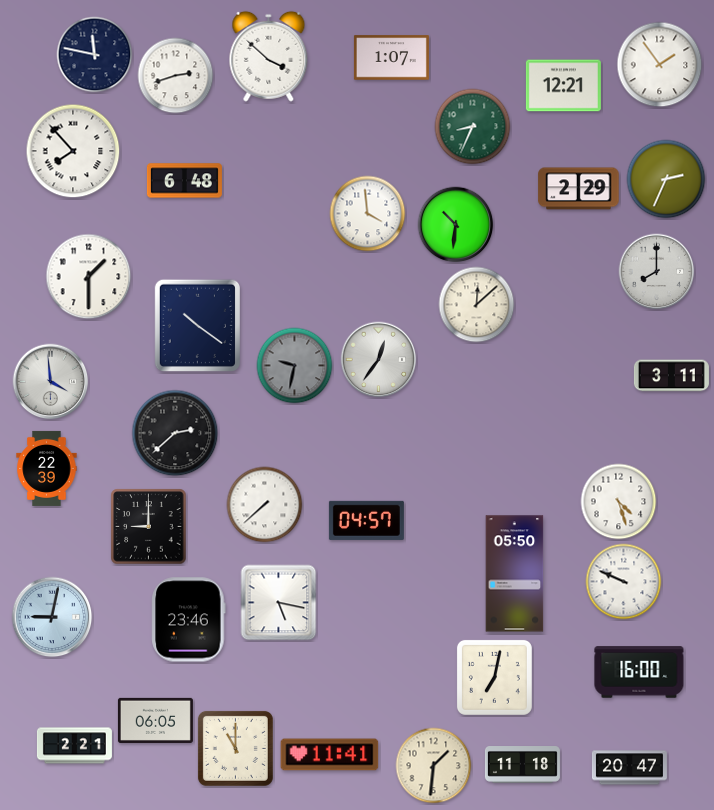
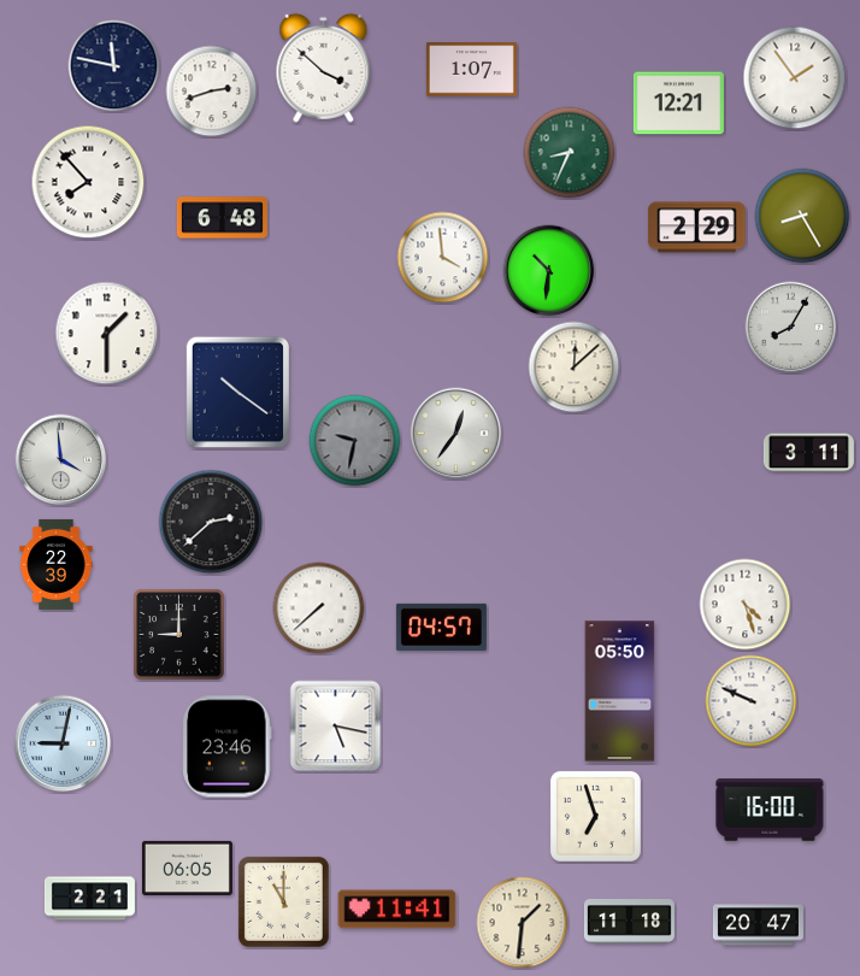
clock at (666, 179): 2:34 -> 8:25
clock at (657, 272): 8:00 -> 8:05
clock at (494, 677): 7:02 -> 6:57
